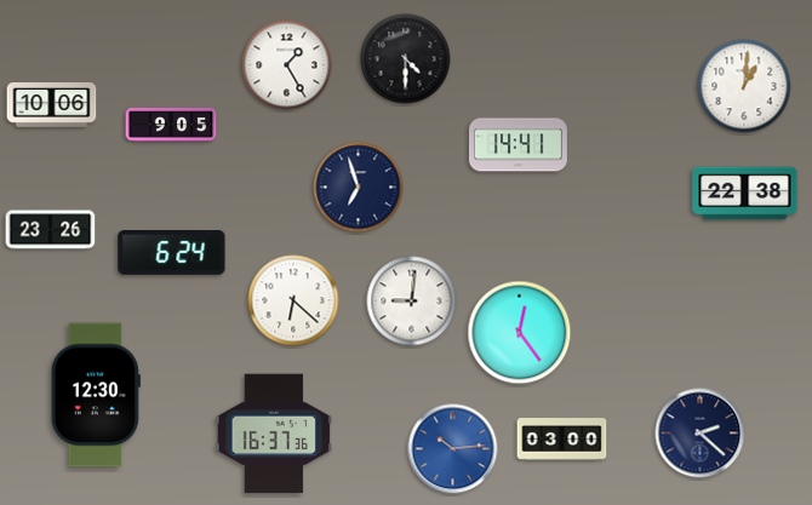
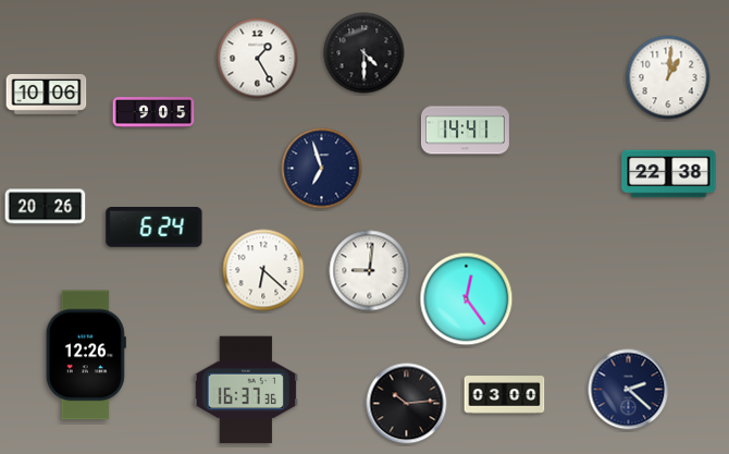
clock at (51, 230): 23:26 -> 20:26
clock at (96, 395): 12:30 -> 12:26
clock at (453, 449) dial: blue -> black
